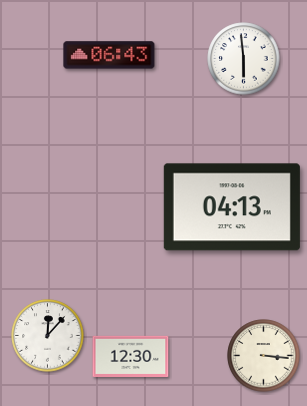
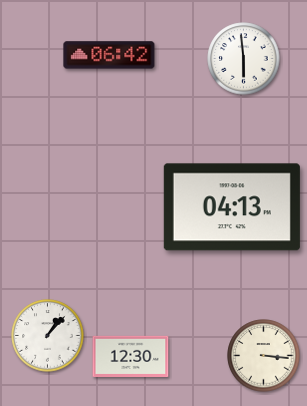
clock at (109, 55): 06:43 -> 06:42
clock at (48, 336): 12:07 -> 1:07
